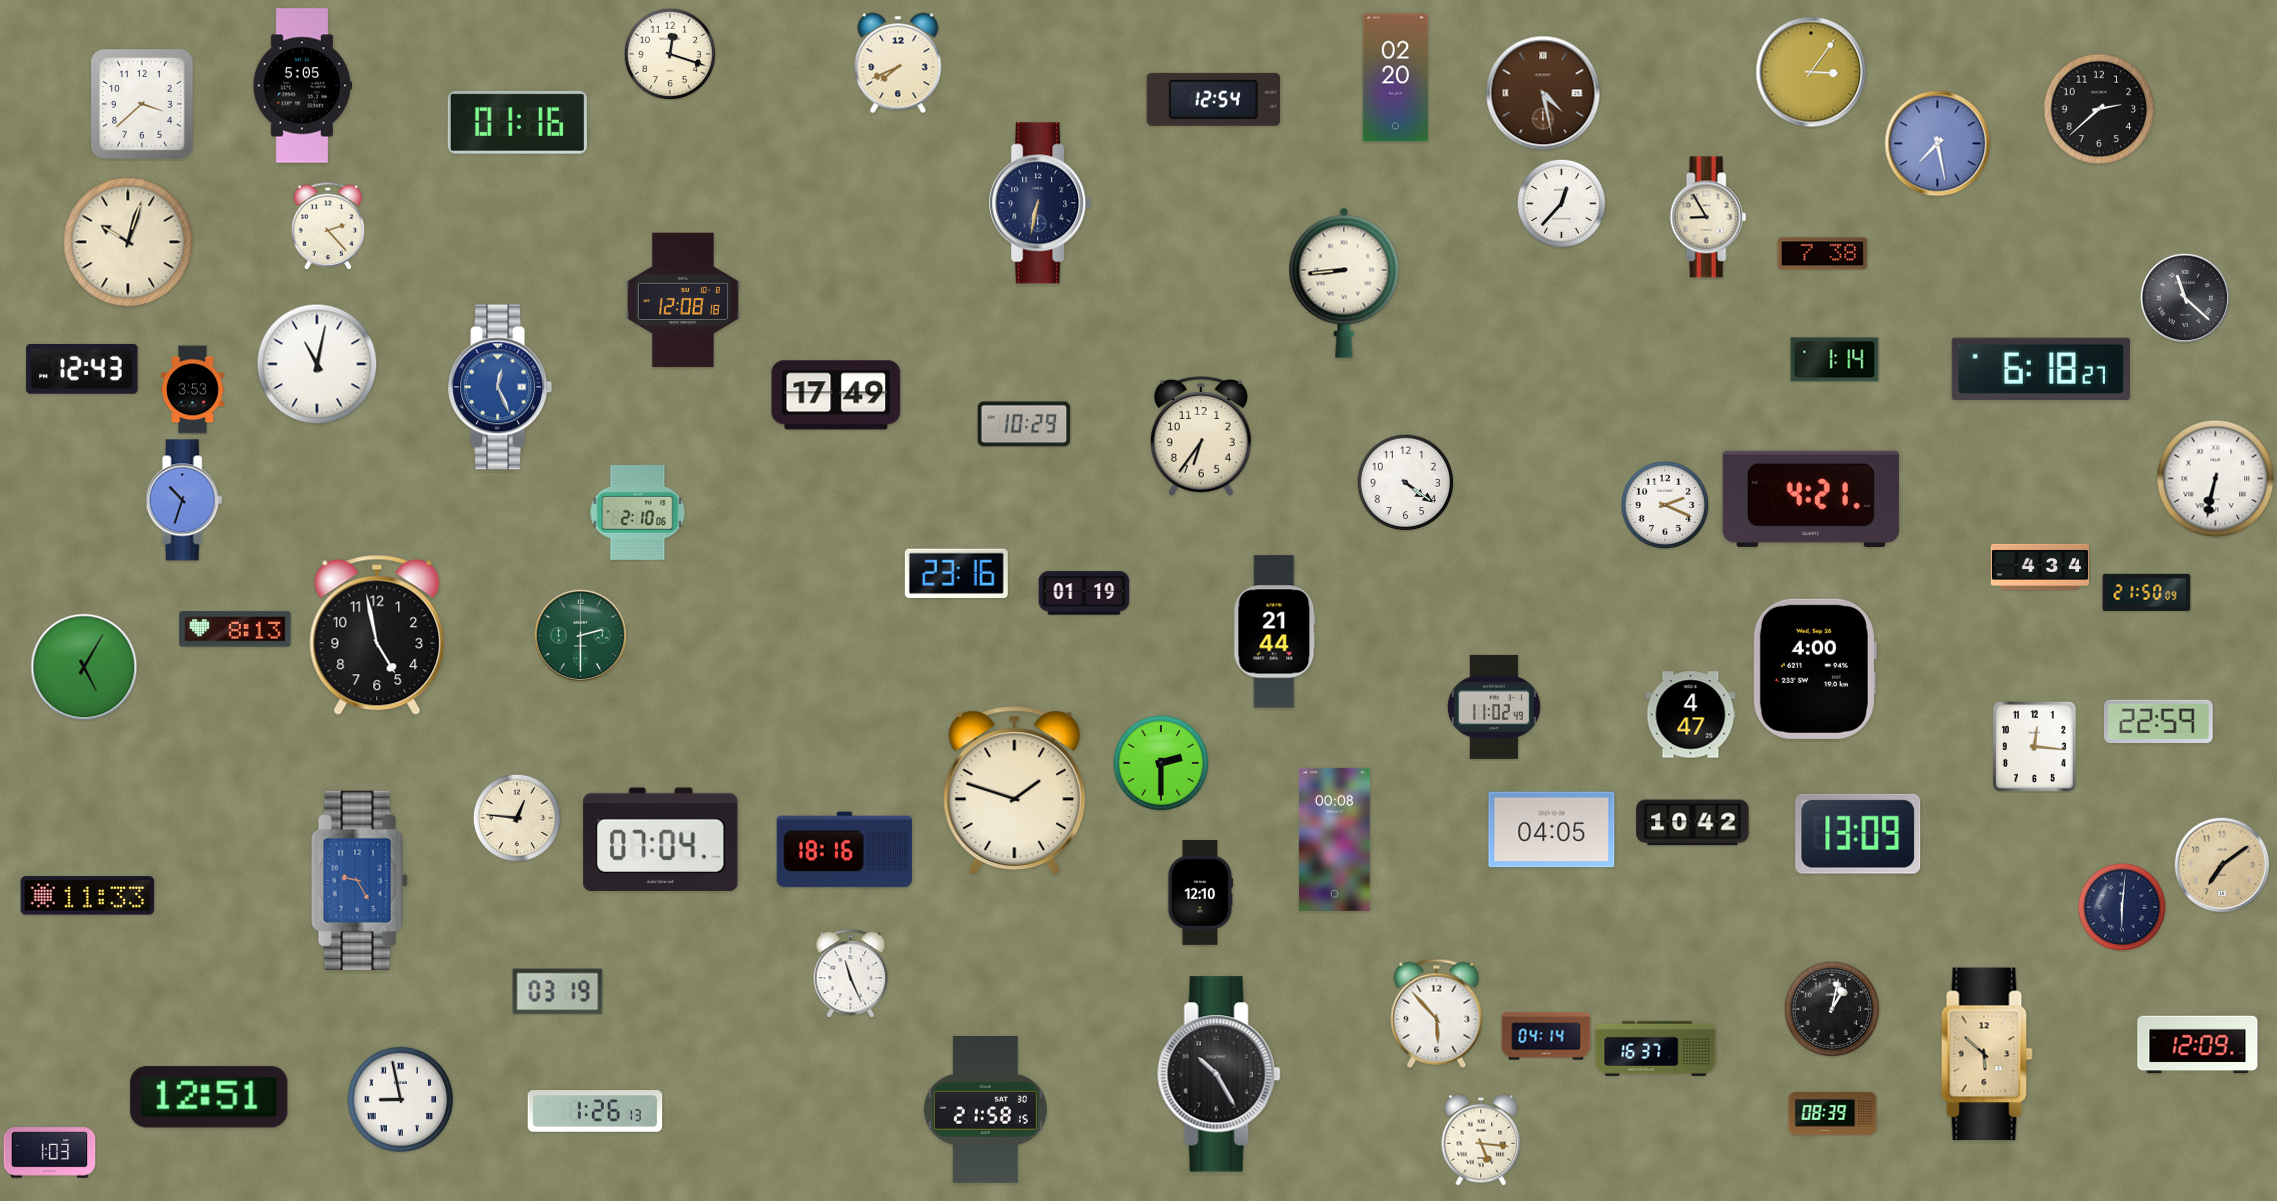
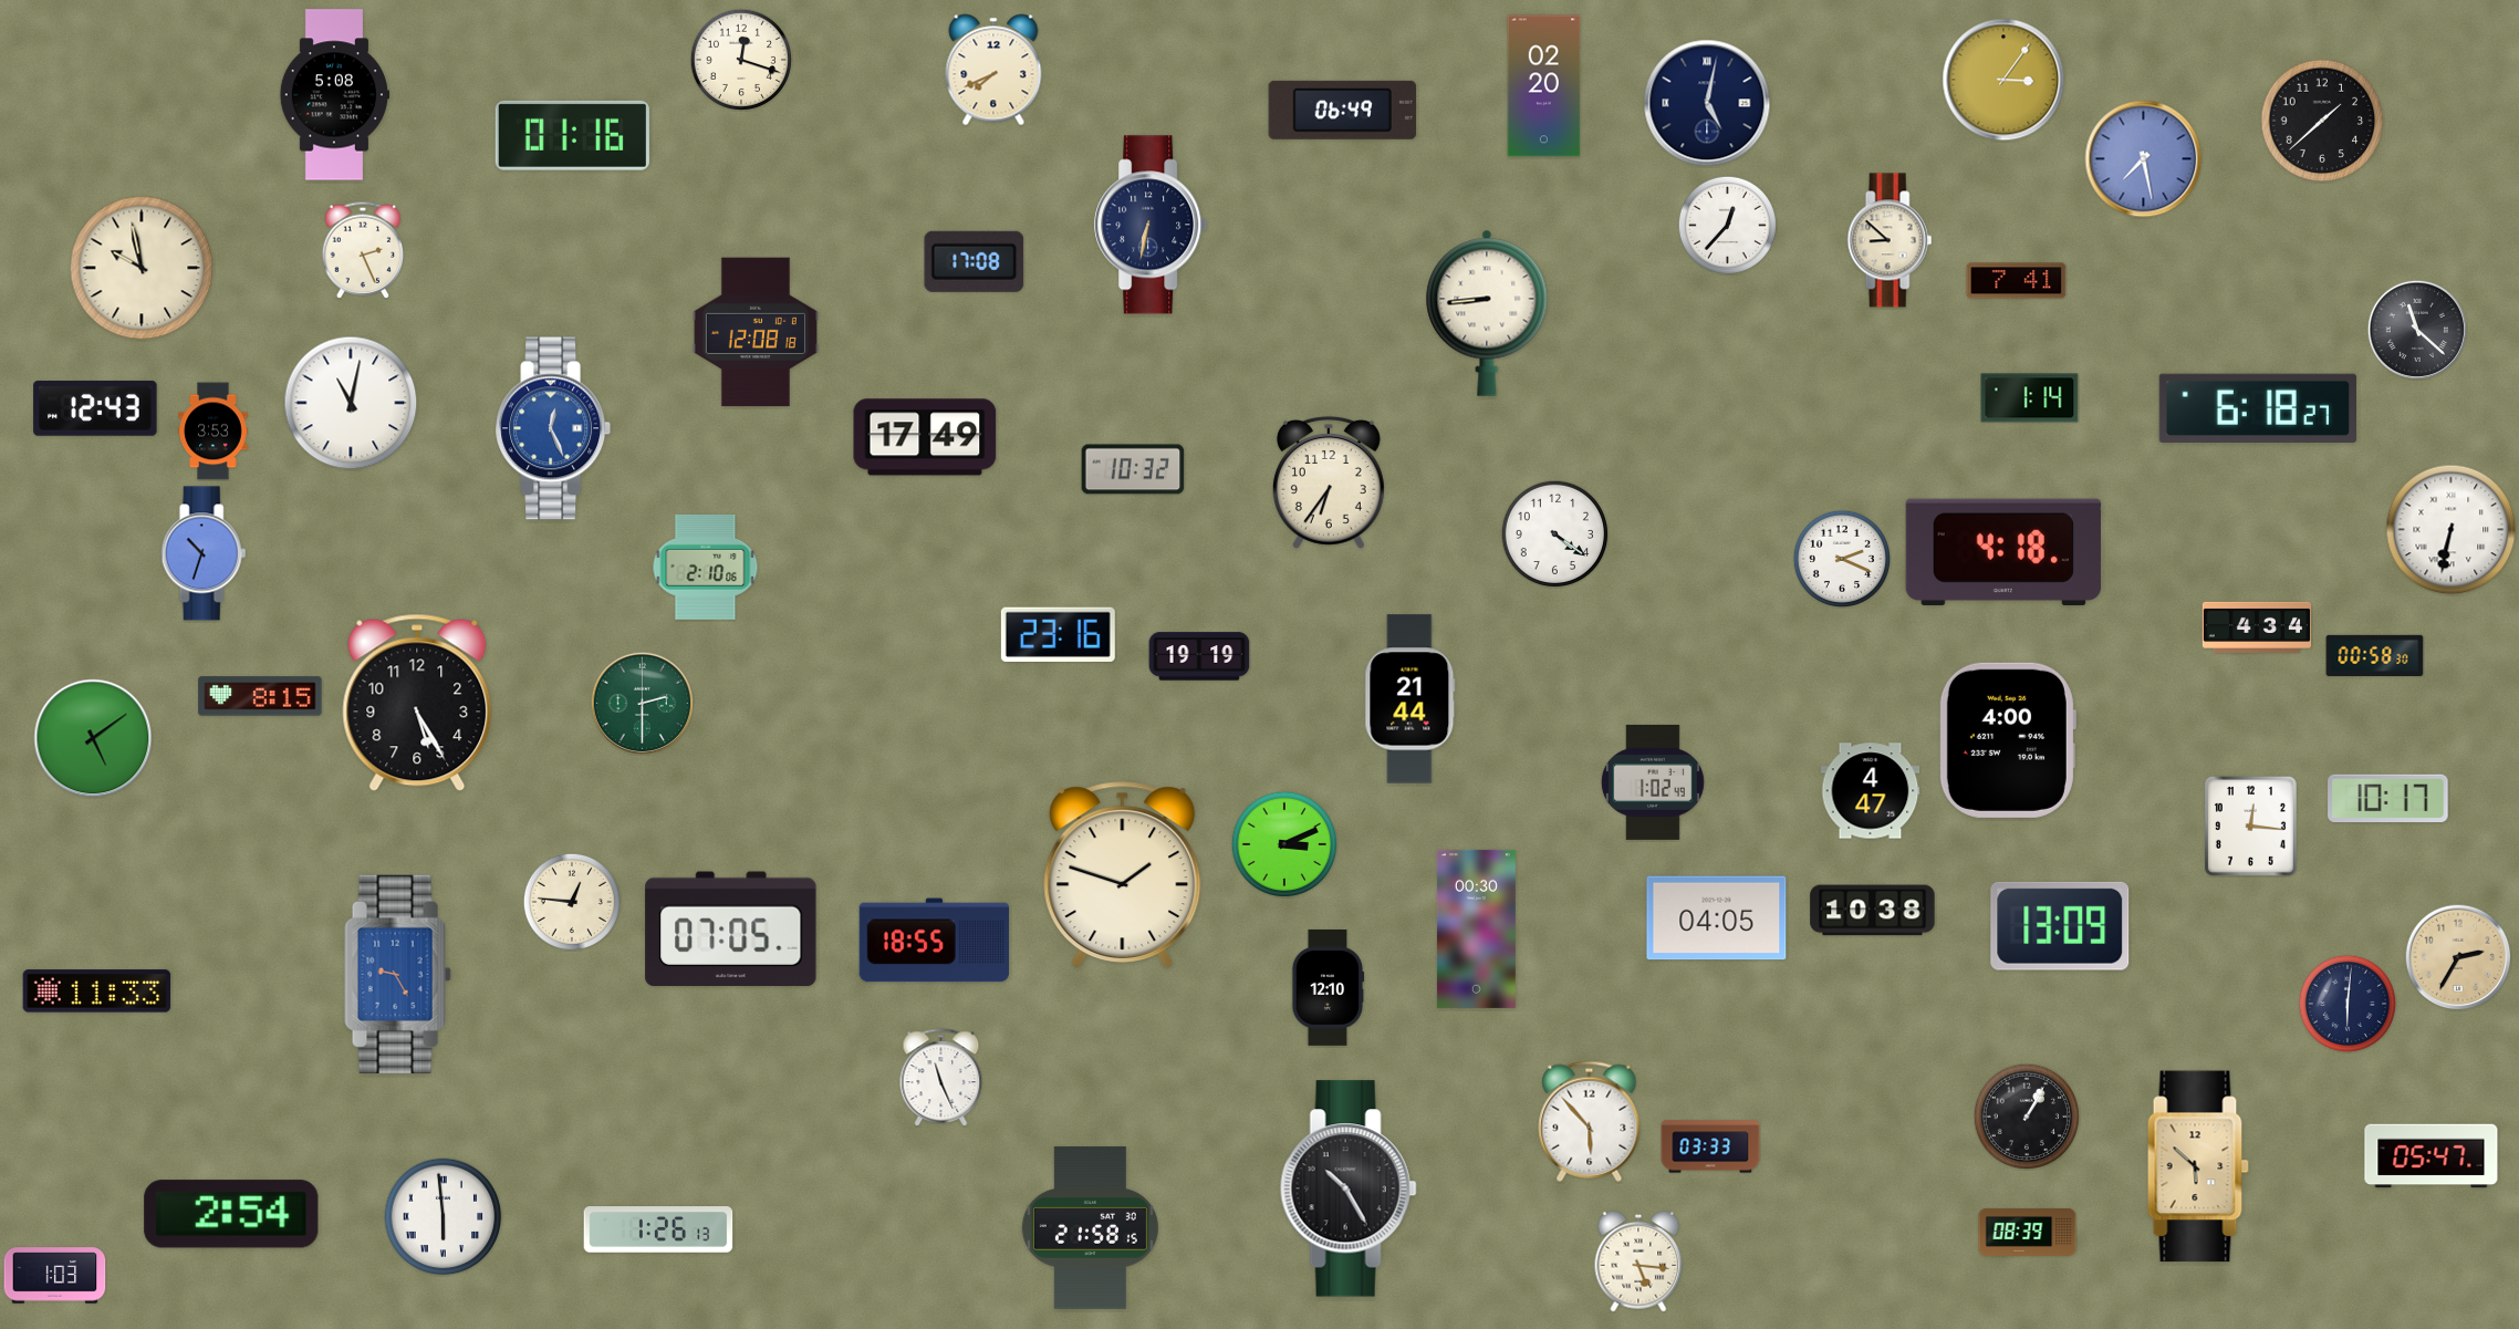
clock at (302, 86): 5:05 -> 5:08
clock at (1543, 93): 4:28 -> 5:02
clock at (1543, 93) dial: brown -> navy
clock at (1214, 99): 12:54 -> 06:49
clock at (142, 104): 3:38 -> none
clock at (2099, 109): 2:38 -> 1:38
clock at (1708, 217): 8:55 -> 8:52
clock at (328, 226): 2:23 -> 2:26
clock at (975, 261): none -> 17:08
clock at (128, 242): 10:03 -> 9:58
clock at (1823, 254): 7:38 -> 7:41
clock at (82, 369) position: (82, 369) -> (95, 408)
clock at (1024, 424): 10:29 -> 10:32
clock at (1811, 499): 4:21 -> 4:18
clock at (2147, 592): 21:50 -> 00:58
clock at (1084, 593): 01:19 -> 19:19
clock at (235, 629): 8:13 -> 8:15
clock at (377, 635): 4:58 -> 5:25
clock at (84, 667): 5:05 -> 5:09
clock at (1494, 707): 11:02 -> 1:02
clock at (2159, 722): 22:59 -> 10:17
clock at (1160, 762): 2:30 -> 3:11
clock at (517, 818) position: (517, 818) -> (572, 902)
clock at (1693, 823): 10:42 -> 10:38
clock at (1858, 834) position: (1858, 834) -> (2060, 926)
clock at (1334, 839): 00:08 -> 00:30
clock at (661, 840): 07:04 -> 07:05
clock at (845, 850): 18:16 -> 18:55
clock at (2222, 865): 7:09 -> 2:35
clock at (558, 992): 03:19 -> none
clock at (1831, 1008): 1:02 -> 1:05
clock at (1546, 1036): 04:14 -> 03:33
clock at (2198, 1045): 12:09 -> 05:47
clock at (1656, 1048): 16:37 -> none
clock at (209, 1097): 12:51 -> 2:54
clock at (401, 1100): 8:58 -> 5:59
